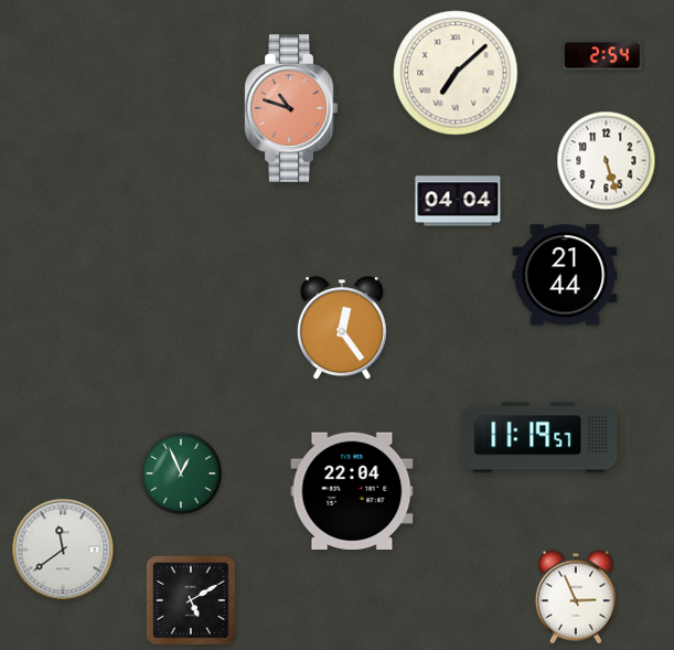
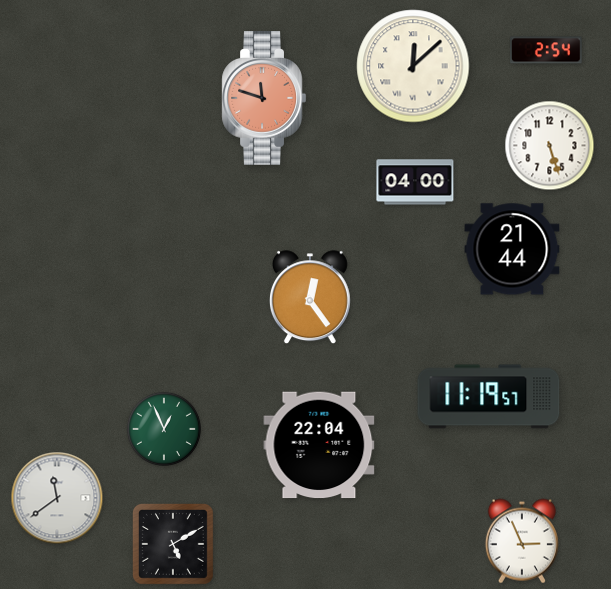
clock at (456, 73): 7:08 -> 12:08
clock at (291, 109): 10:48 -> 11:48
clock at (458, 201): 04:04 -> 04:00
